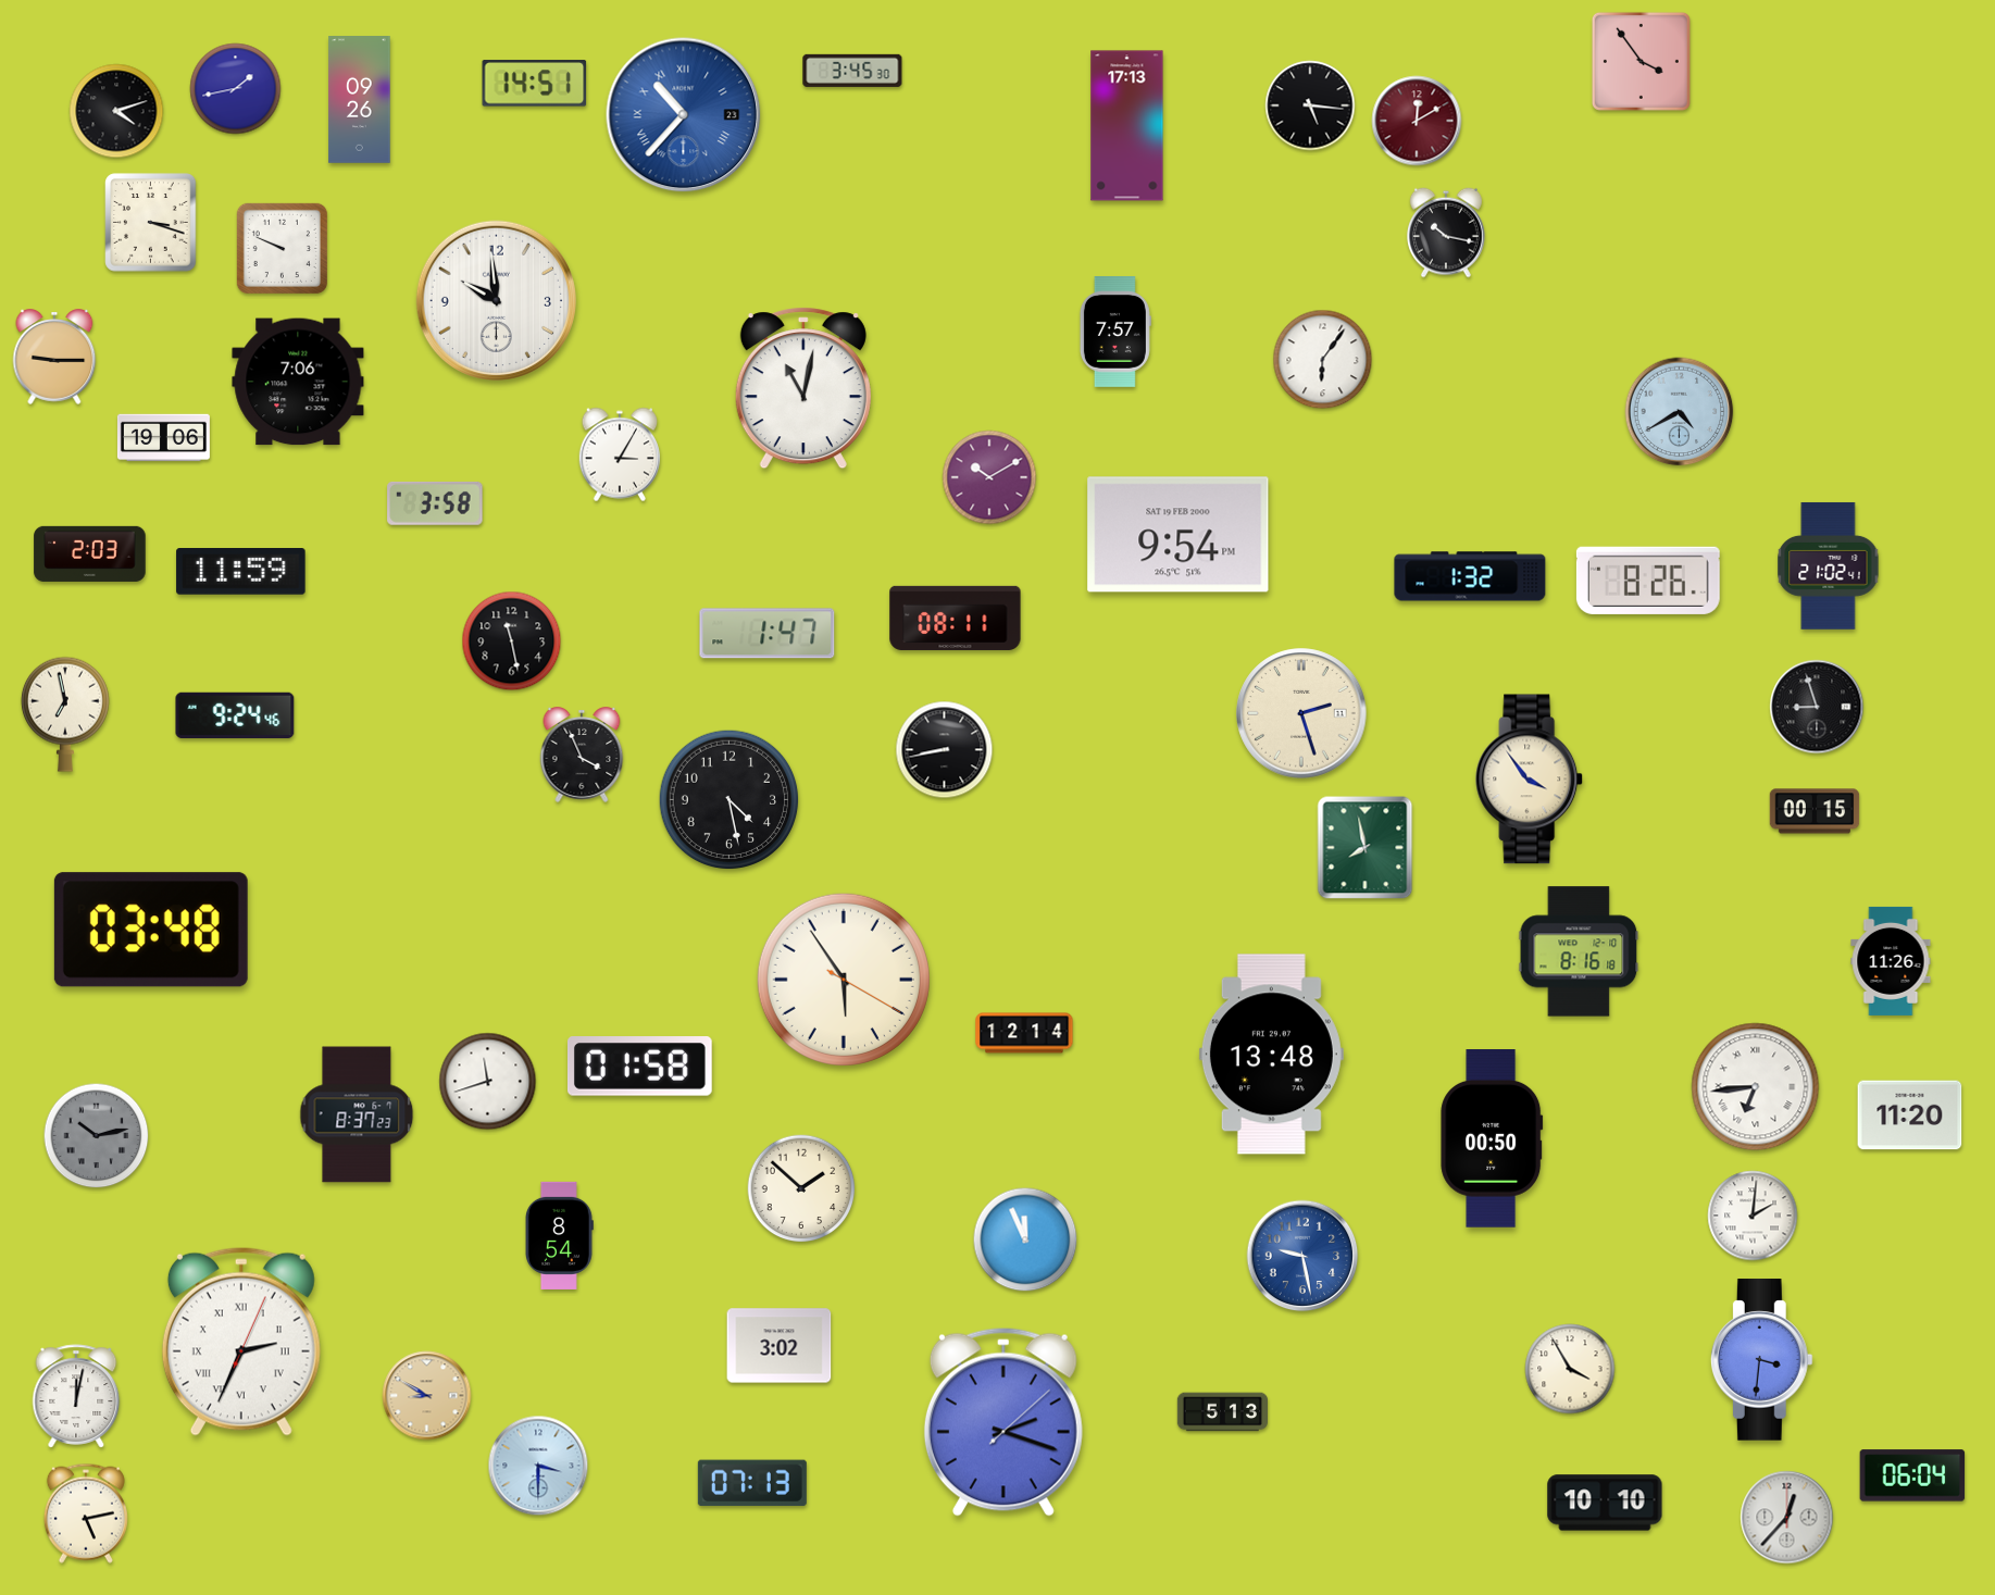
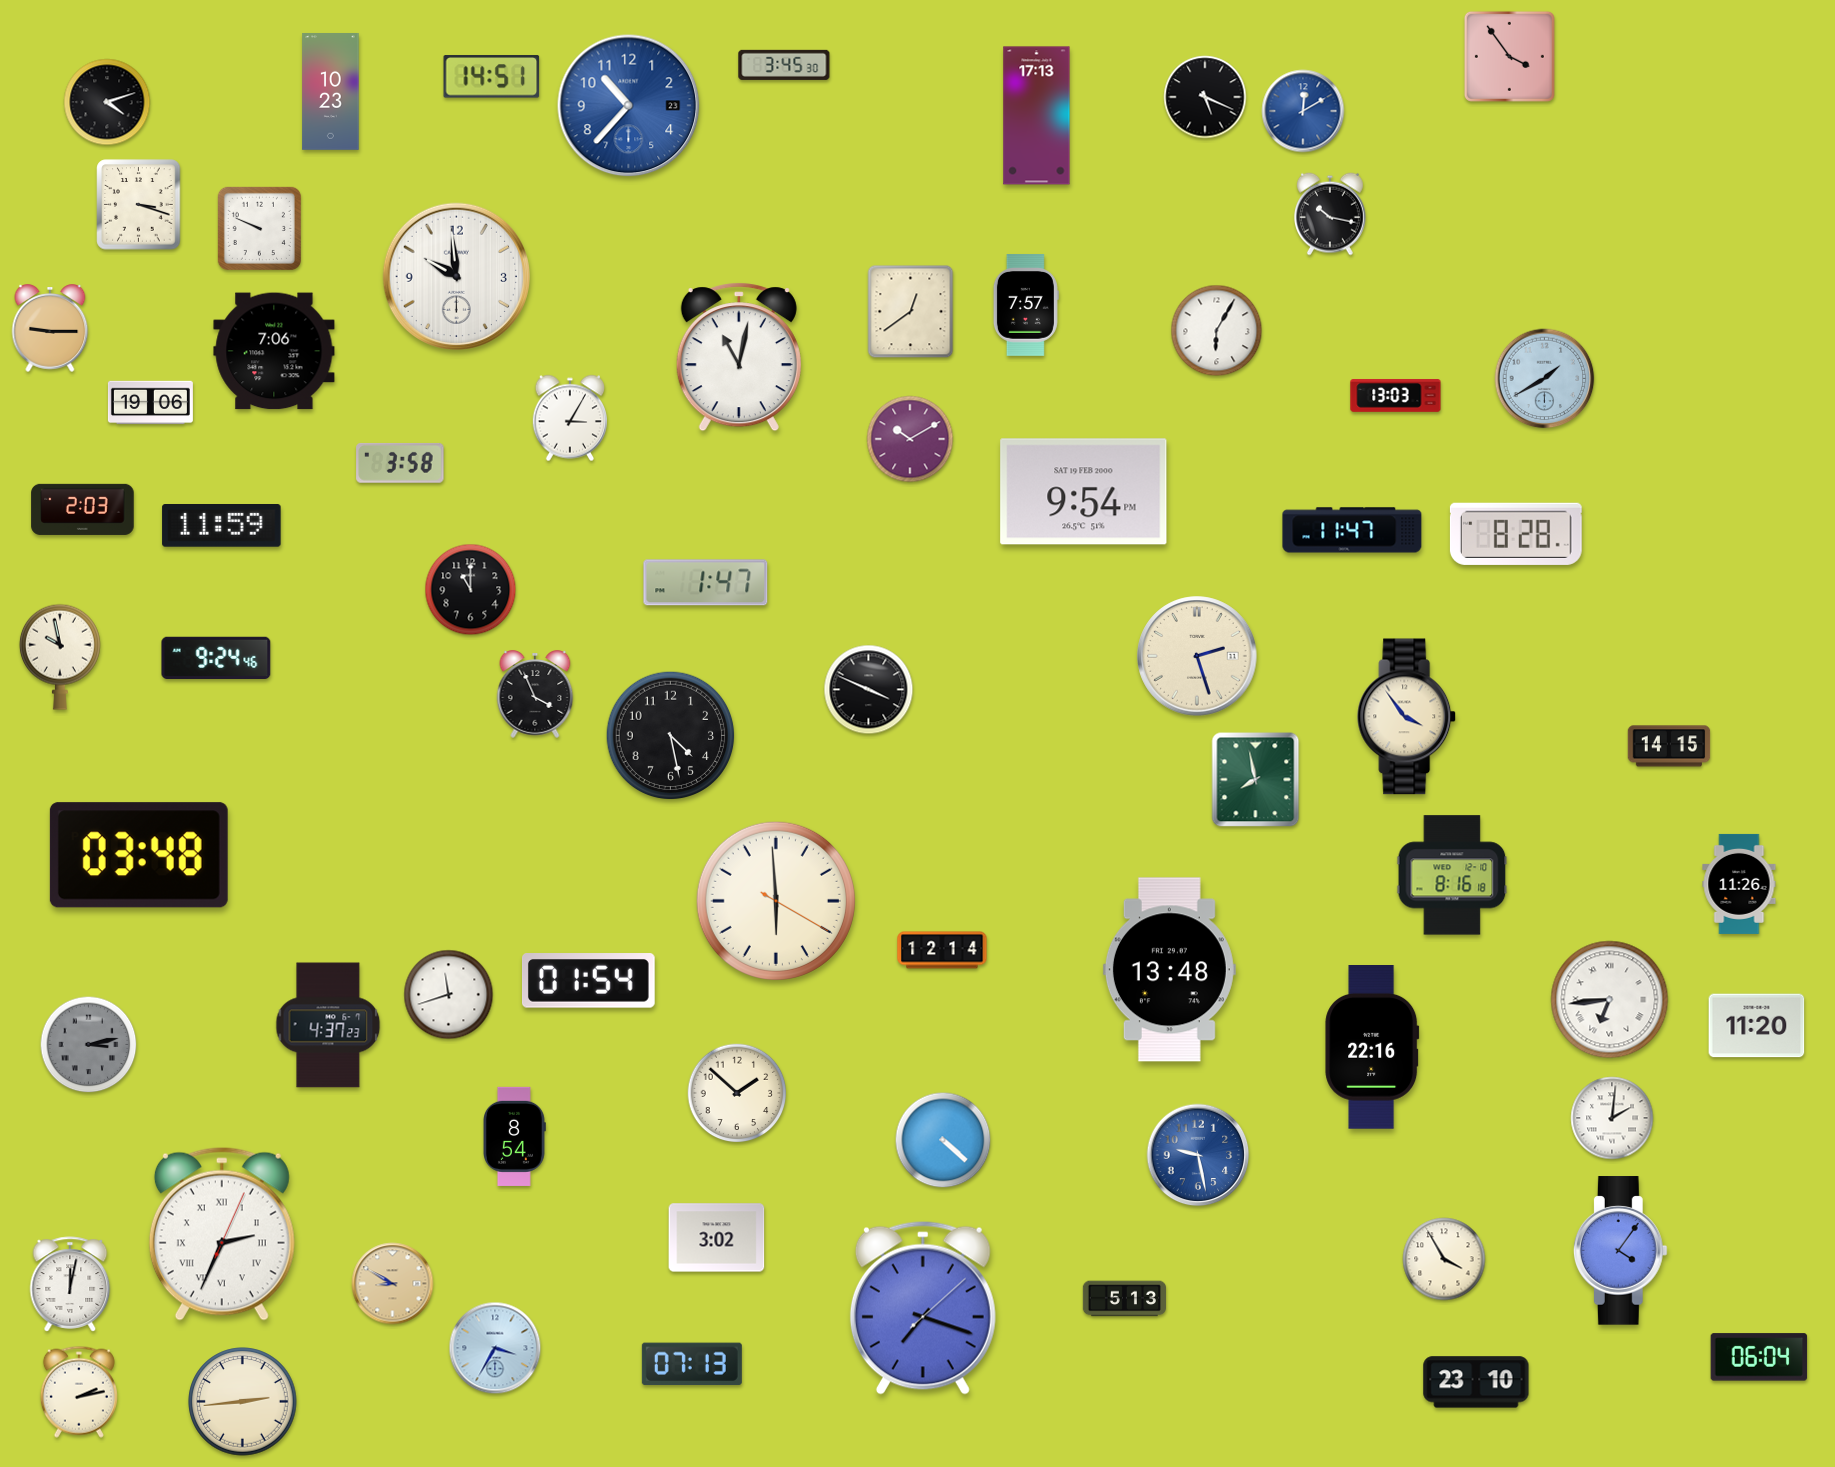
clock at (236, 89): 1:43 -> none
clock at (360, 100): 09:26 -> 10:23
clock at (1310, 105): 5:16 -> 5:19
clock at (684, 115) numerals: Roman -> Arabic
clock at (1417, 121) dial: burgundy -> blue
clock at (911, 312): none -> 12:39
clock at (1323, 360): 6:06 -> 6:05
clock at (1680, 412): 4:40 -> 1:40
clock at (1396, 396): none -> 13:03
clock at (1829, 565): 21:02 -> none
clock at (1470, 576): 1:32 -> 11:47
clock at (1648, 581): 8:26 -> 8:28
clock at (956, 618): 08:11 -> none
clock at (512, 641): 11:28 -> 11:00
clock at (1817, 707): 8:57 -> none
clock at (65, 714): 6:58 -> 9:58
clock at (945, 750): 8:43 -> 3:49
clock at (1815, 811): 00:15 -> 14:15
clock at (844, 980): 5:54 -> 5:59
clock at (640, 1067): 01:58 -> 01:54
clock at (1756, 1087) position: (1756, 1087) -> (1610, 1000)
clock at (357, 1114): 8:37 -> 4:37
clock at (97, 1136): 10:13 -> 3:13
clock at (1492, 1138): 00:50 -> 22:16
clock at (1025, 1239): 11:56 -> 4:22
clock at (1761, 1360): 3:31 -> 4:06
clock at (1003, 1422): 2:18 -> 7:18
clock at (538, 1466): 3:30 -> 3:35
clock at (1605, 1503): 10:10 -> 23:10
clock at (86, 1513): 5:13 -> 2:13
clock at (1787, 1518): 12:37 -> none
clock at (243, 1402): none -> 2:44
